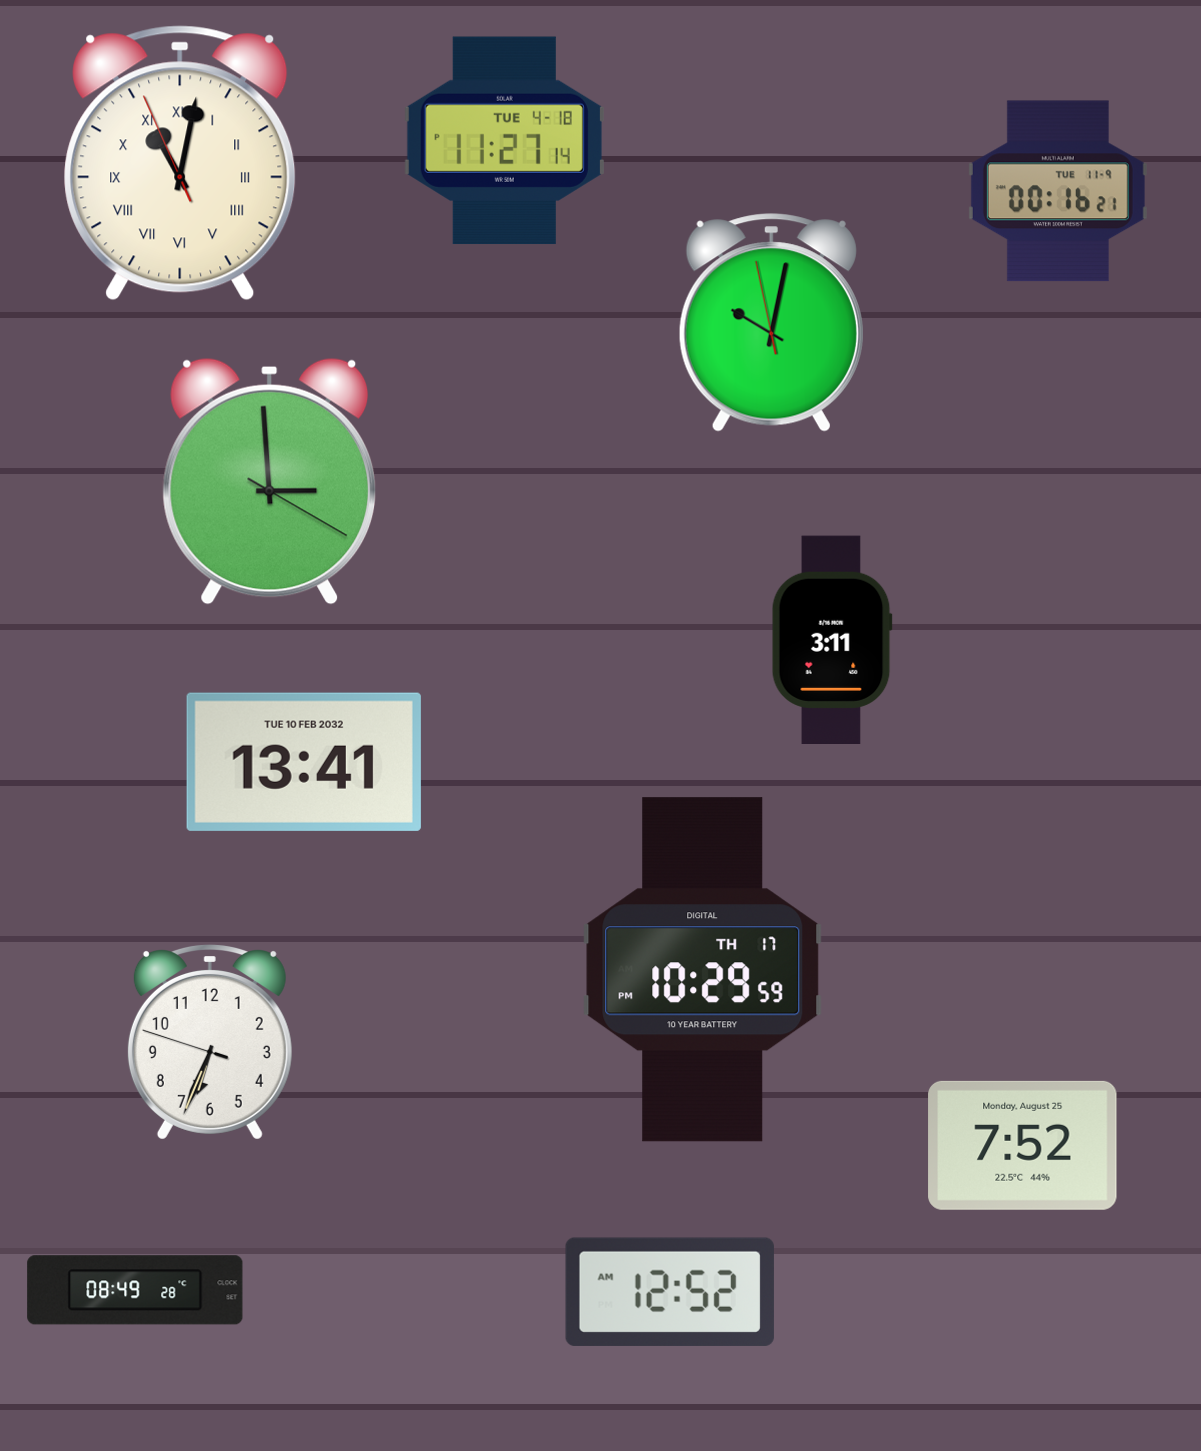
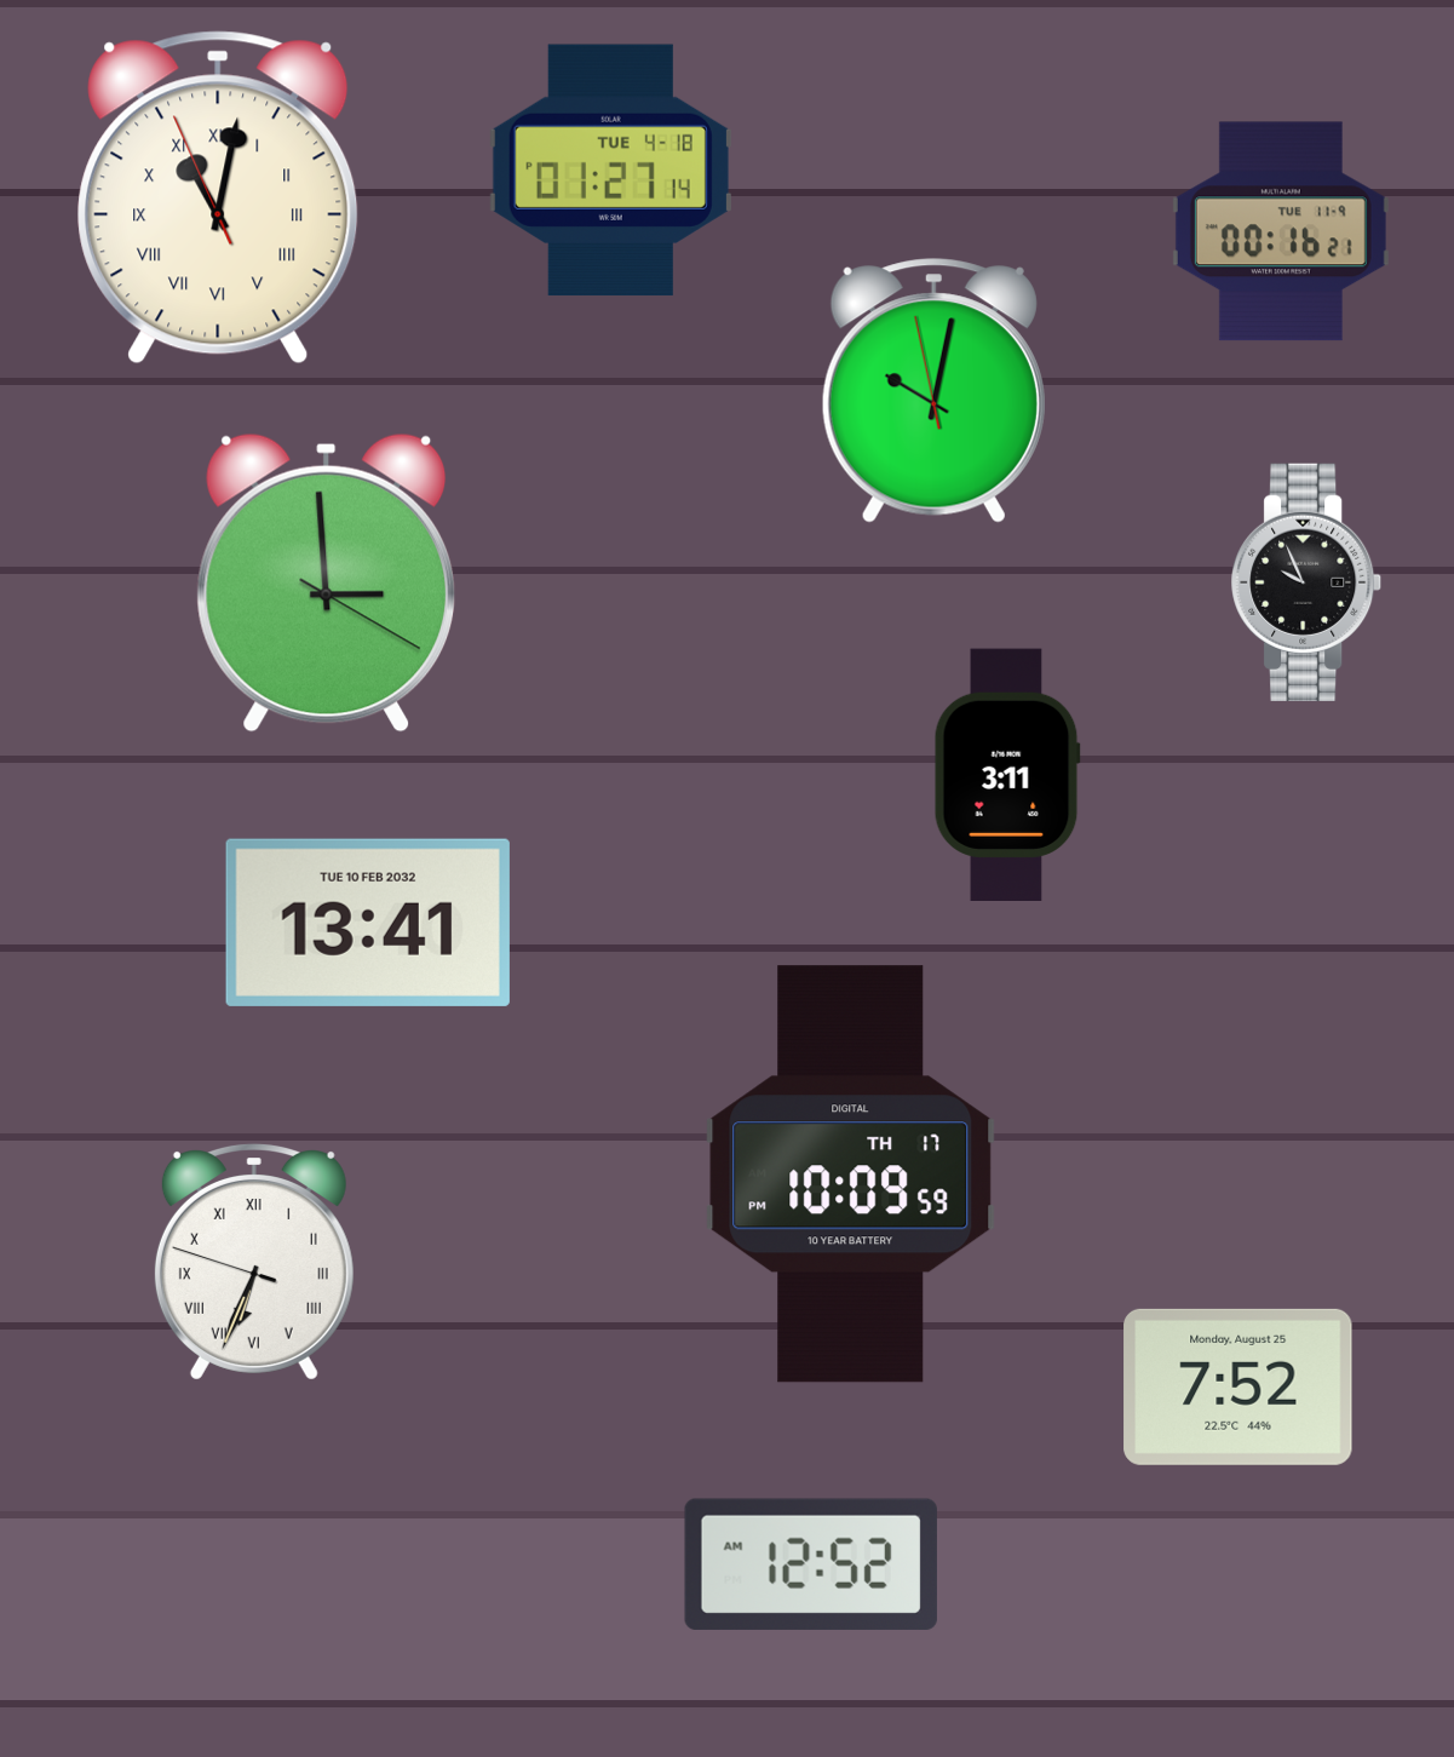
clock at (504, 141): 11:27 -> 01:27
clock at (1308, 582): none -> 9:56
clock at (703, 970): 10:29 -> 10:09
clock at (210, 1043) numerals: Arabic -> Roman
clock at (135, 1290): 08:49 -> none
